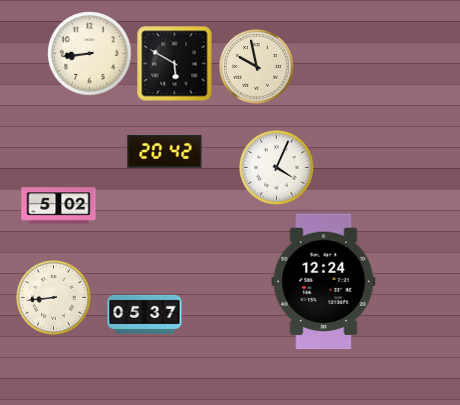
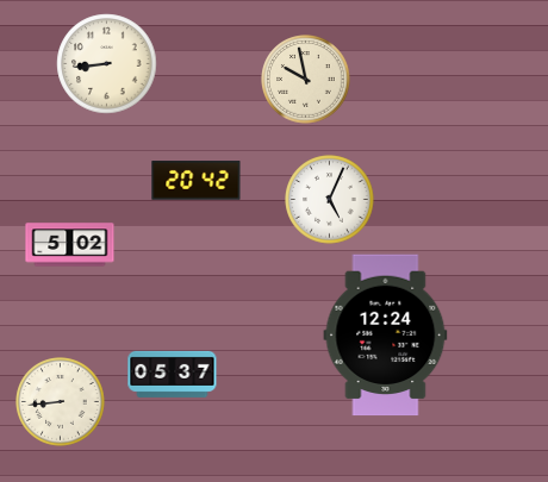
clock at (175, 64): 5:50 -> none
clock at (277, 168): 4:04 -> 5:04
clock at (54, 298) position: (54, 298) -> (61, 402)
